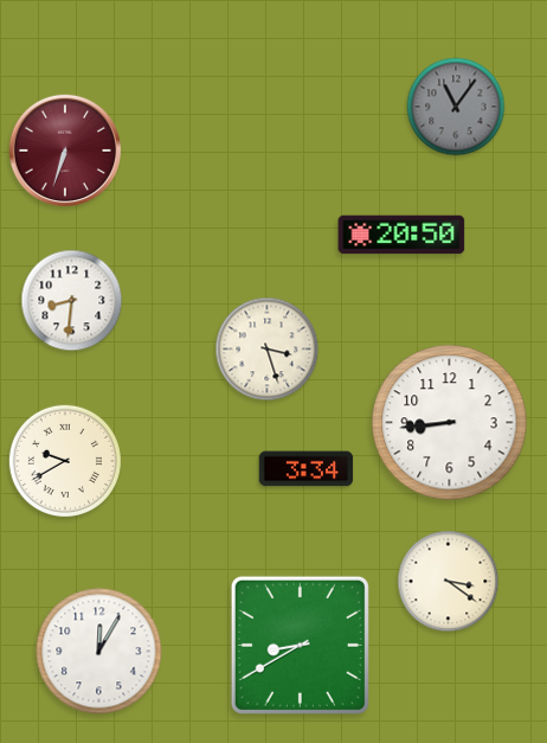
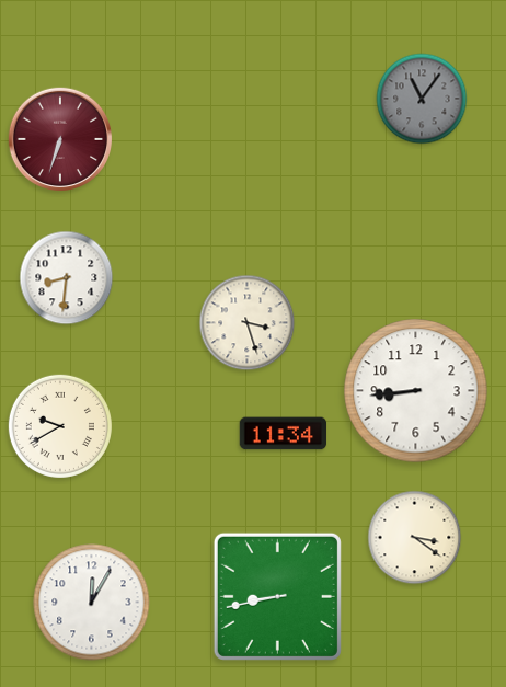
clock at (401, 235): 20:50 -> none
clock at (307, 469): 3:34 -> 11:34
clock at (300, 645): 8:40 -> 8:43
